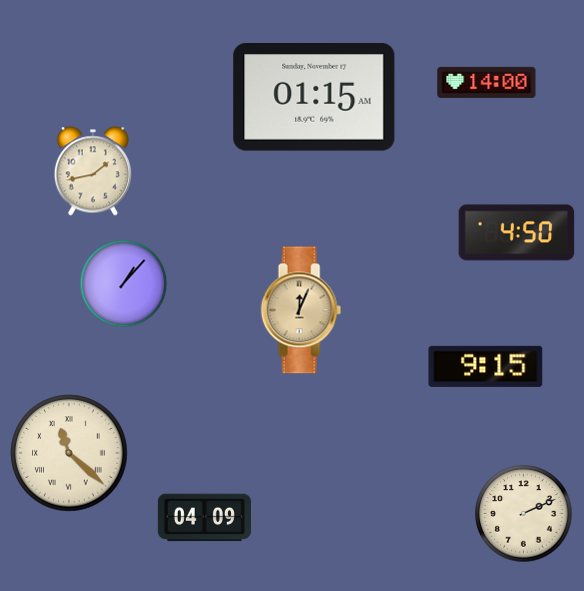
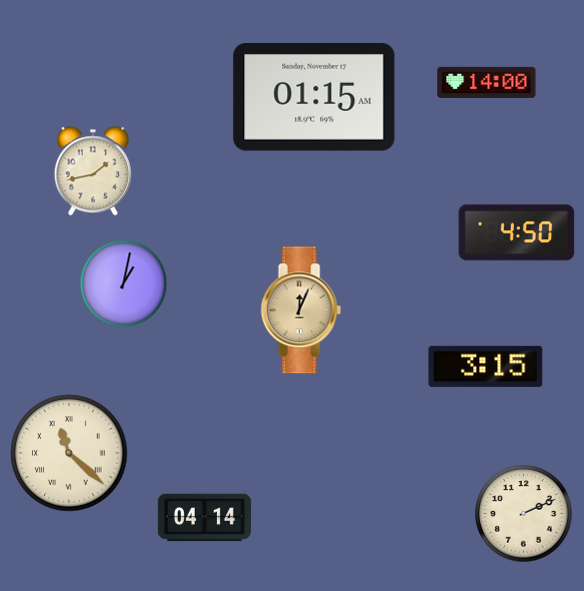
clock at (124, 284): 1:07 -> 1:02
clock at (486, 366): 9:15 -> 3:15
clock at (204, 518): 04:09 -> 04:14
